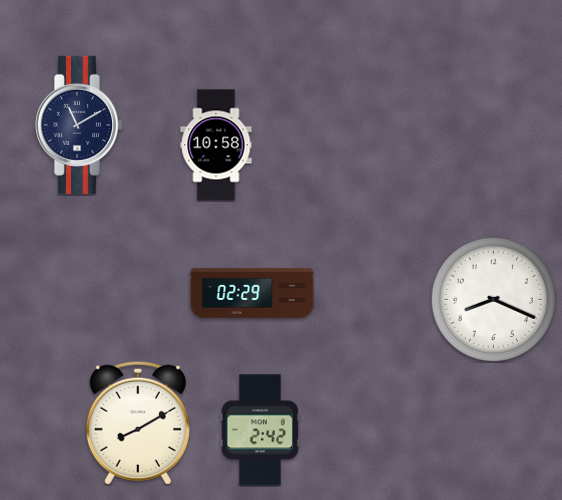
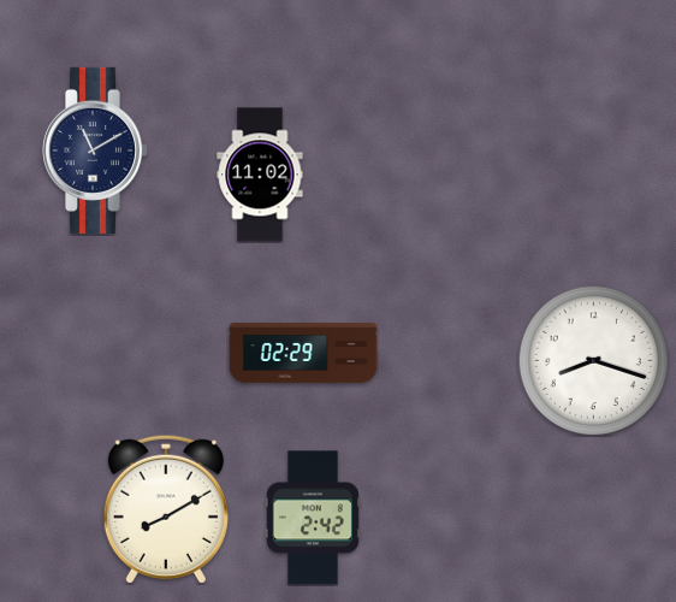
clock at (216, 145): 10:58 -> 11:02
clock at (493, 299): 8:19 -> 8:18
